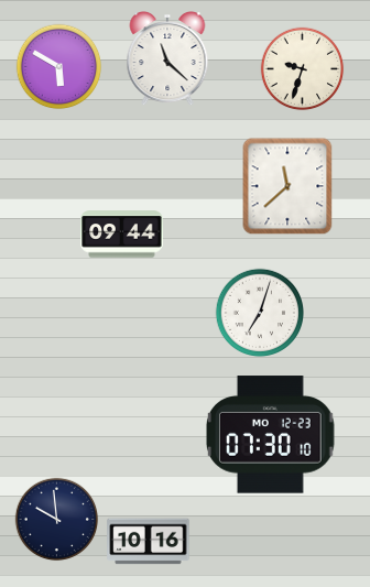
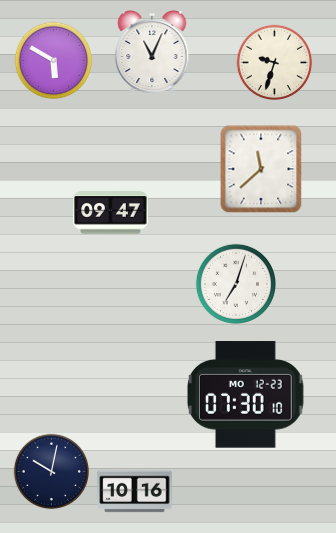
clock at (167, 58): 11:22 -> 11:04
clock at (122, 235): 09:44 -> 09:47
clock at (57, 520): 9:59 -> 10:02
